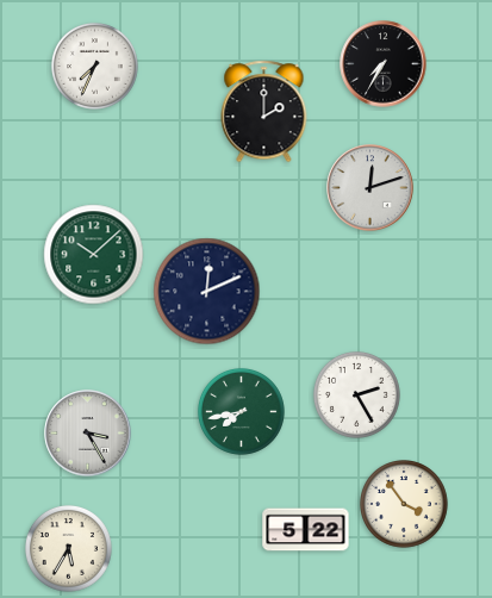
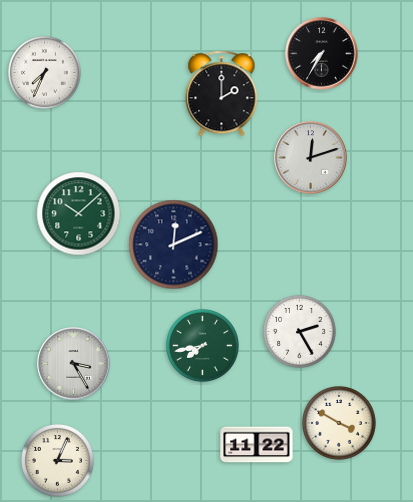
clock at (94, 66) position: (94, 66) -> (44, 72)
clock at (405, 505): 3:54 -> 3:50
clock at (306, 530): 5:22 -> 11:22
clock at (68, 548): 5:35 -> 3:04
